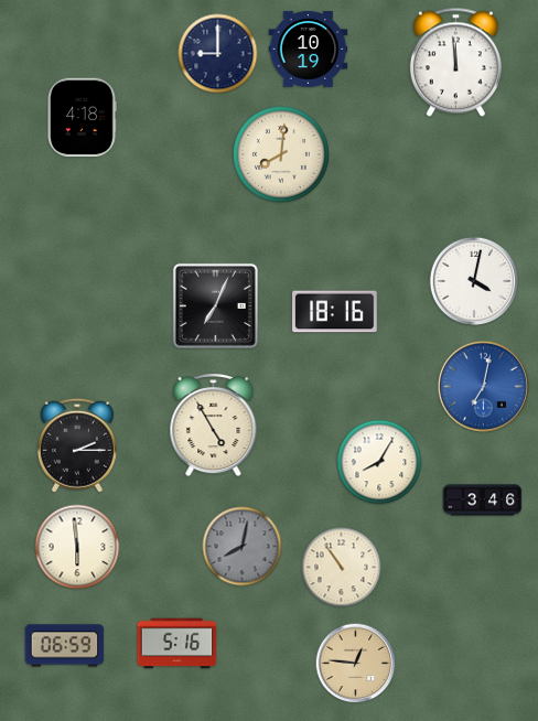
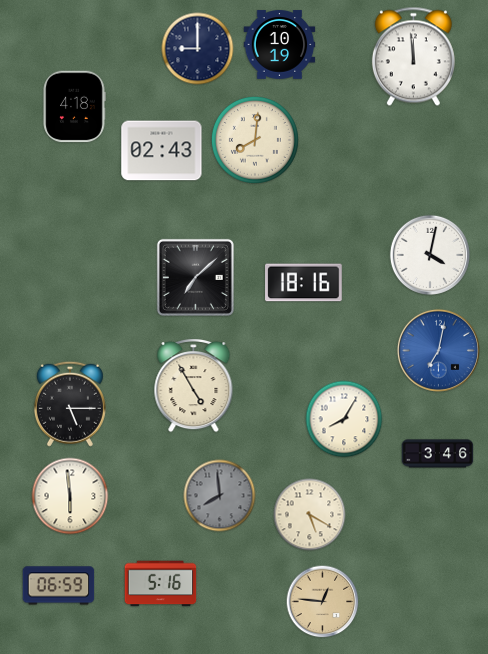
clock at (162, 151): none -> 02:43
clock at (215, 305): 7:04 -> 7:08
clock at (77, 445): 2:15 -> 5:15
clock at (243, 547): 8:02 -> 7:59
clock at (342, 568): 10:54 -> 5:20
